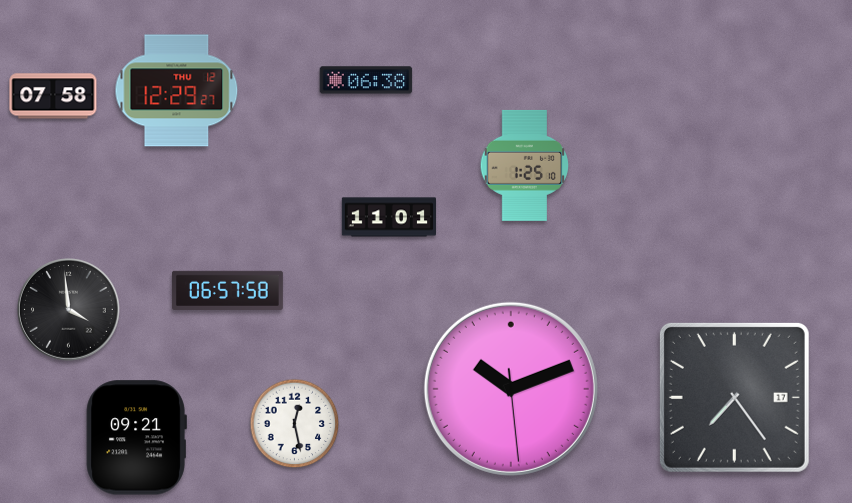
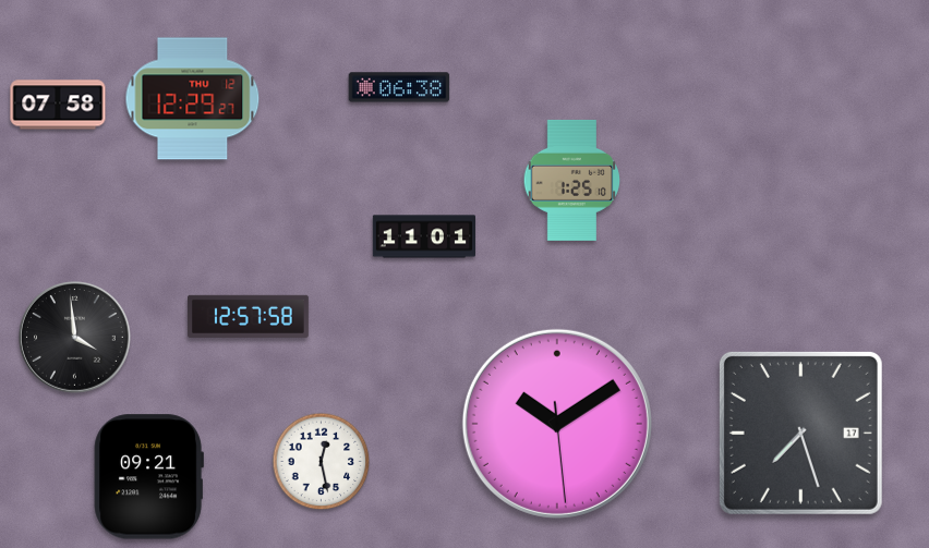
clock at (227, 290): 06:57 -> 12:57
clock at (511, 389): 10:11 -> 10:09
clock at (734, 397): 7:24 -> 7:27
